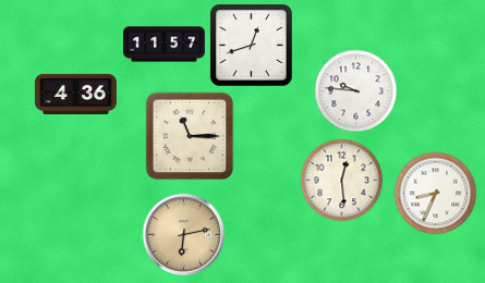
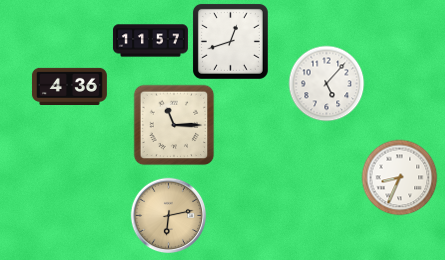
clock at (356, 91): 9:46 -> 5:07
clock at (342, 181): 12:29 -> none
